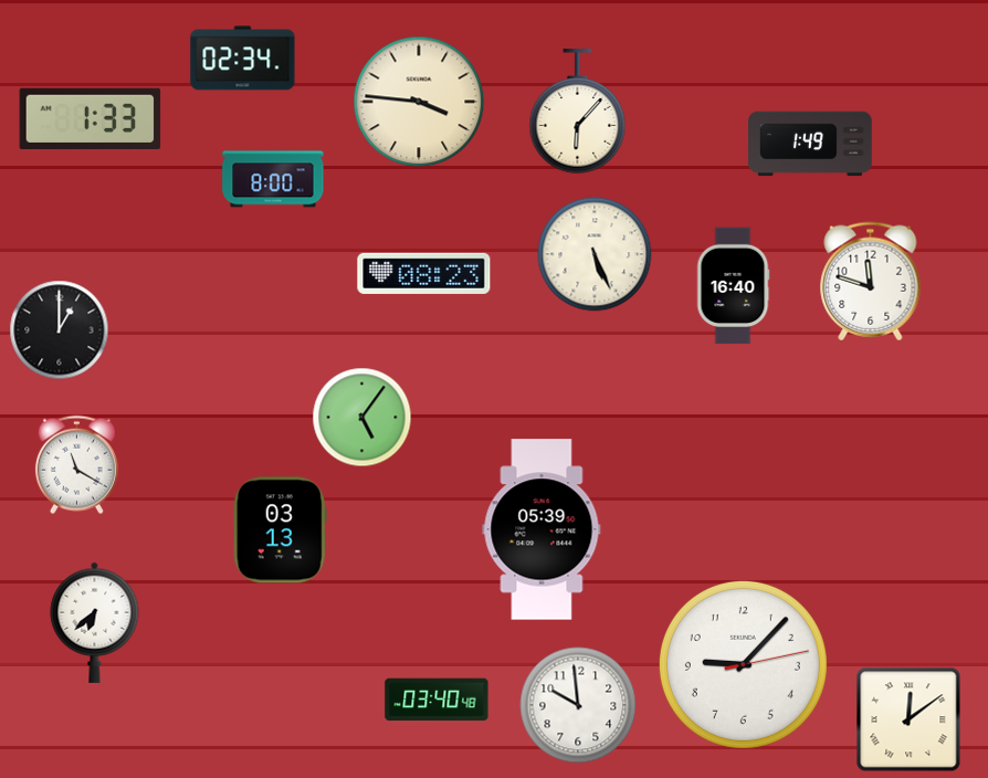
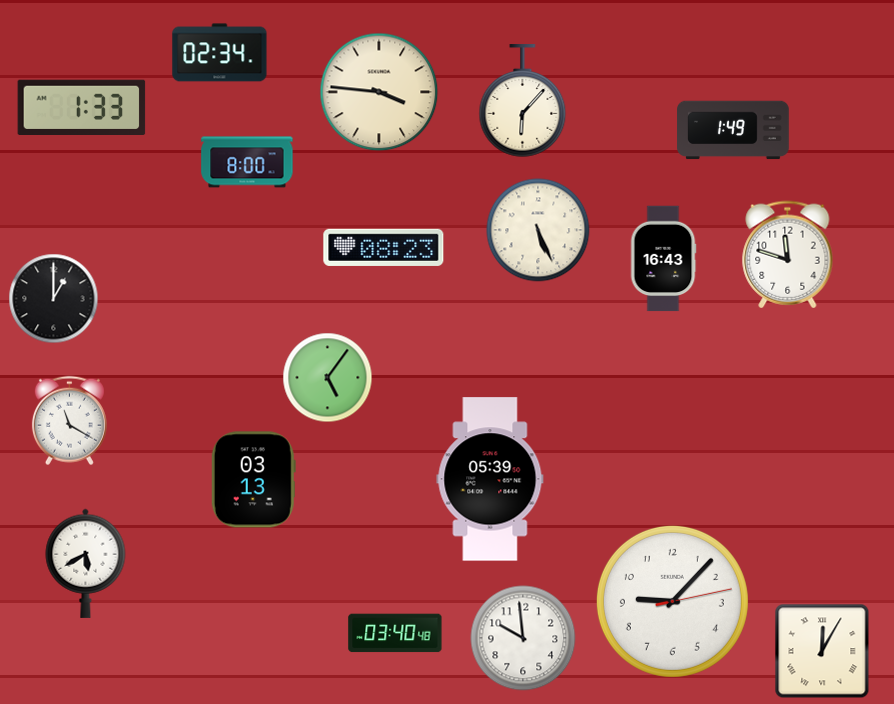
clock at (733, 286): 16:40 -> 16:43
clock at (95, 622): 6:38 -> 5:40
clock at (908, 719): 12:09 -> 12:05
